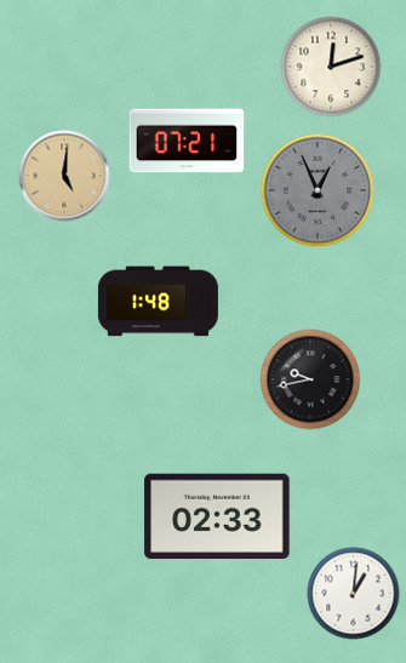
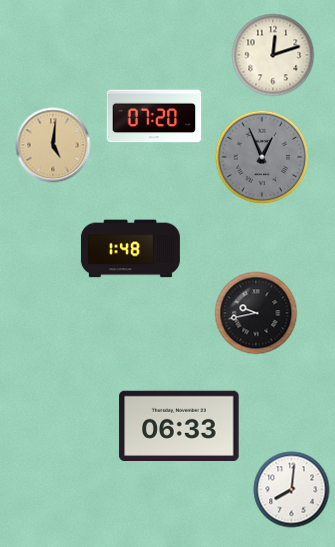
clock at (187, 141): 07:21 -> 07:20
clock at (217, 515): 02:33 -> 06:33
clock at (354, 594): 1:01 -> 8:01
